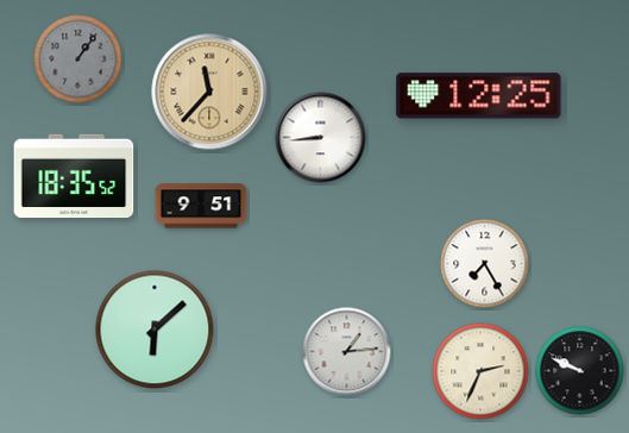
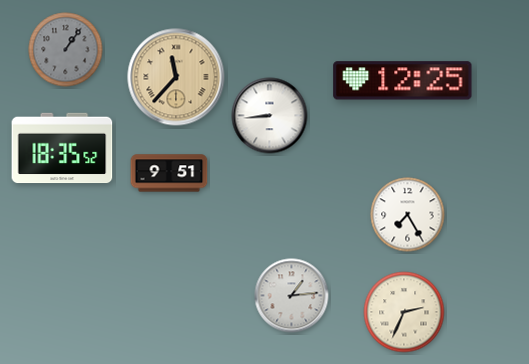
clock at (485, 264) position: (485, 264) -> (408, 215)
clock at (155, 330): 6:08 -> none
clock at (580, 371): 9:49 -> none
